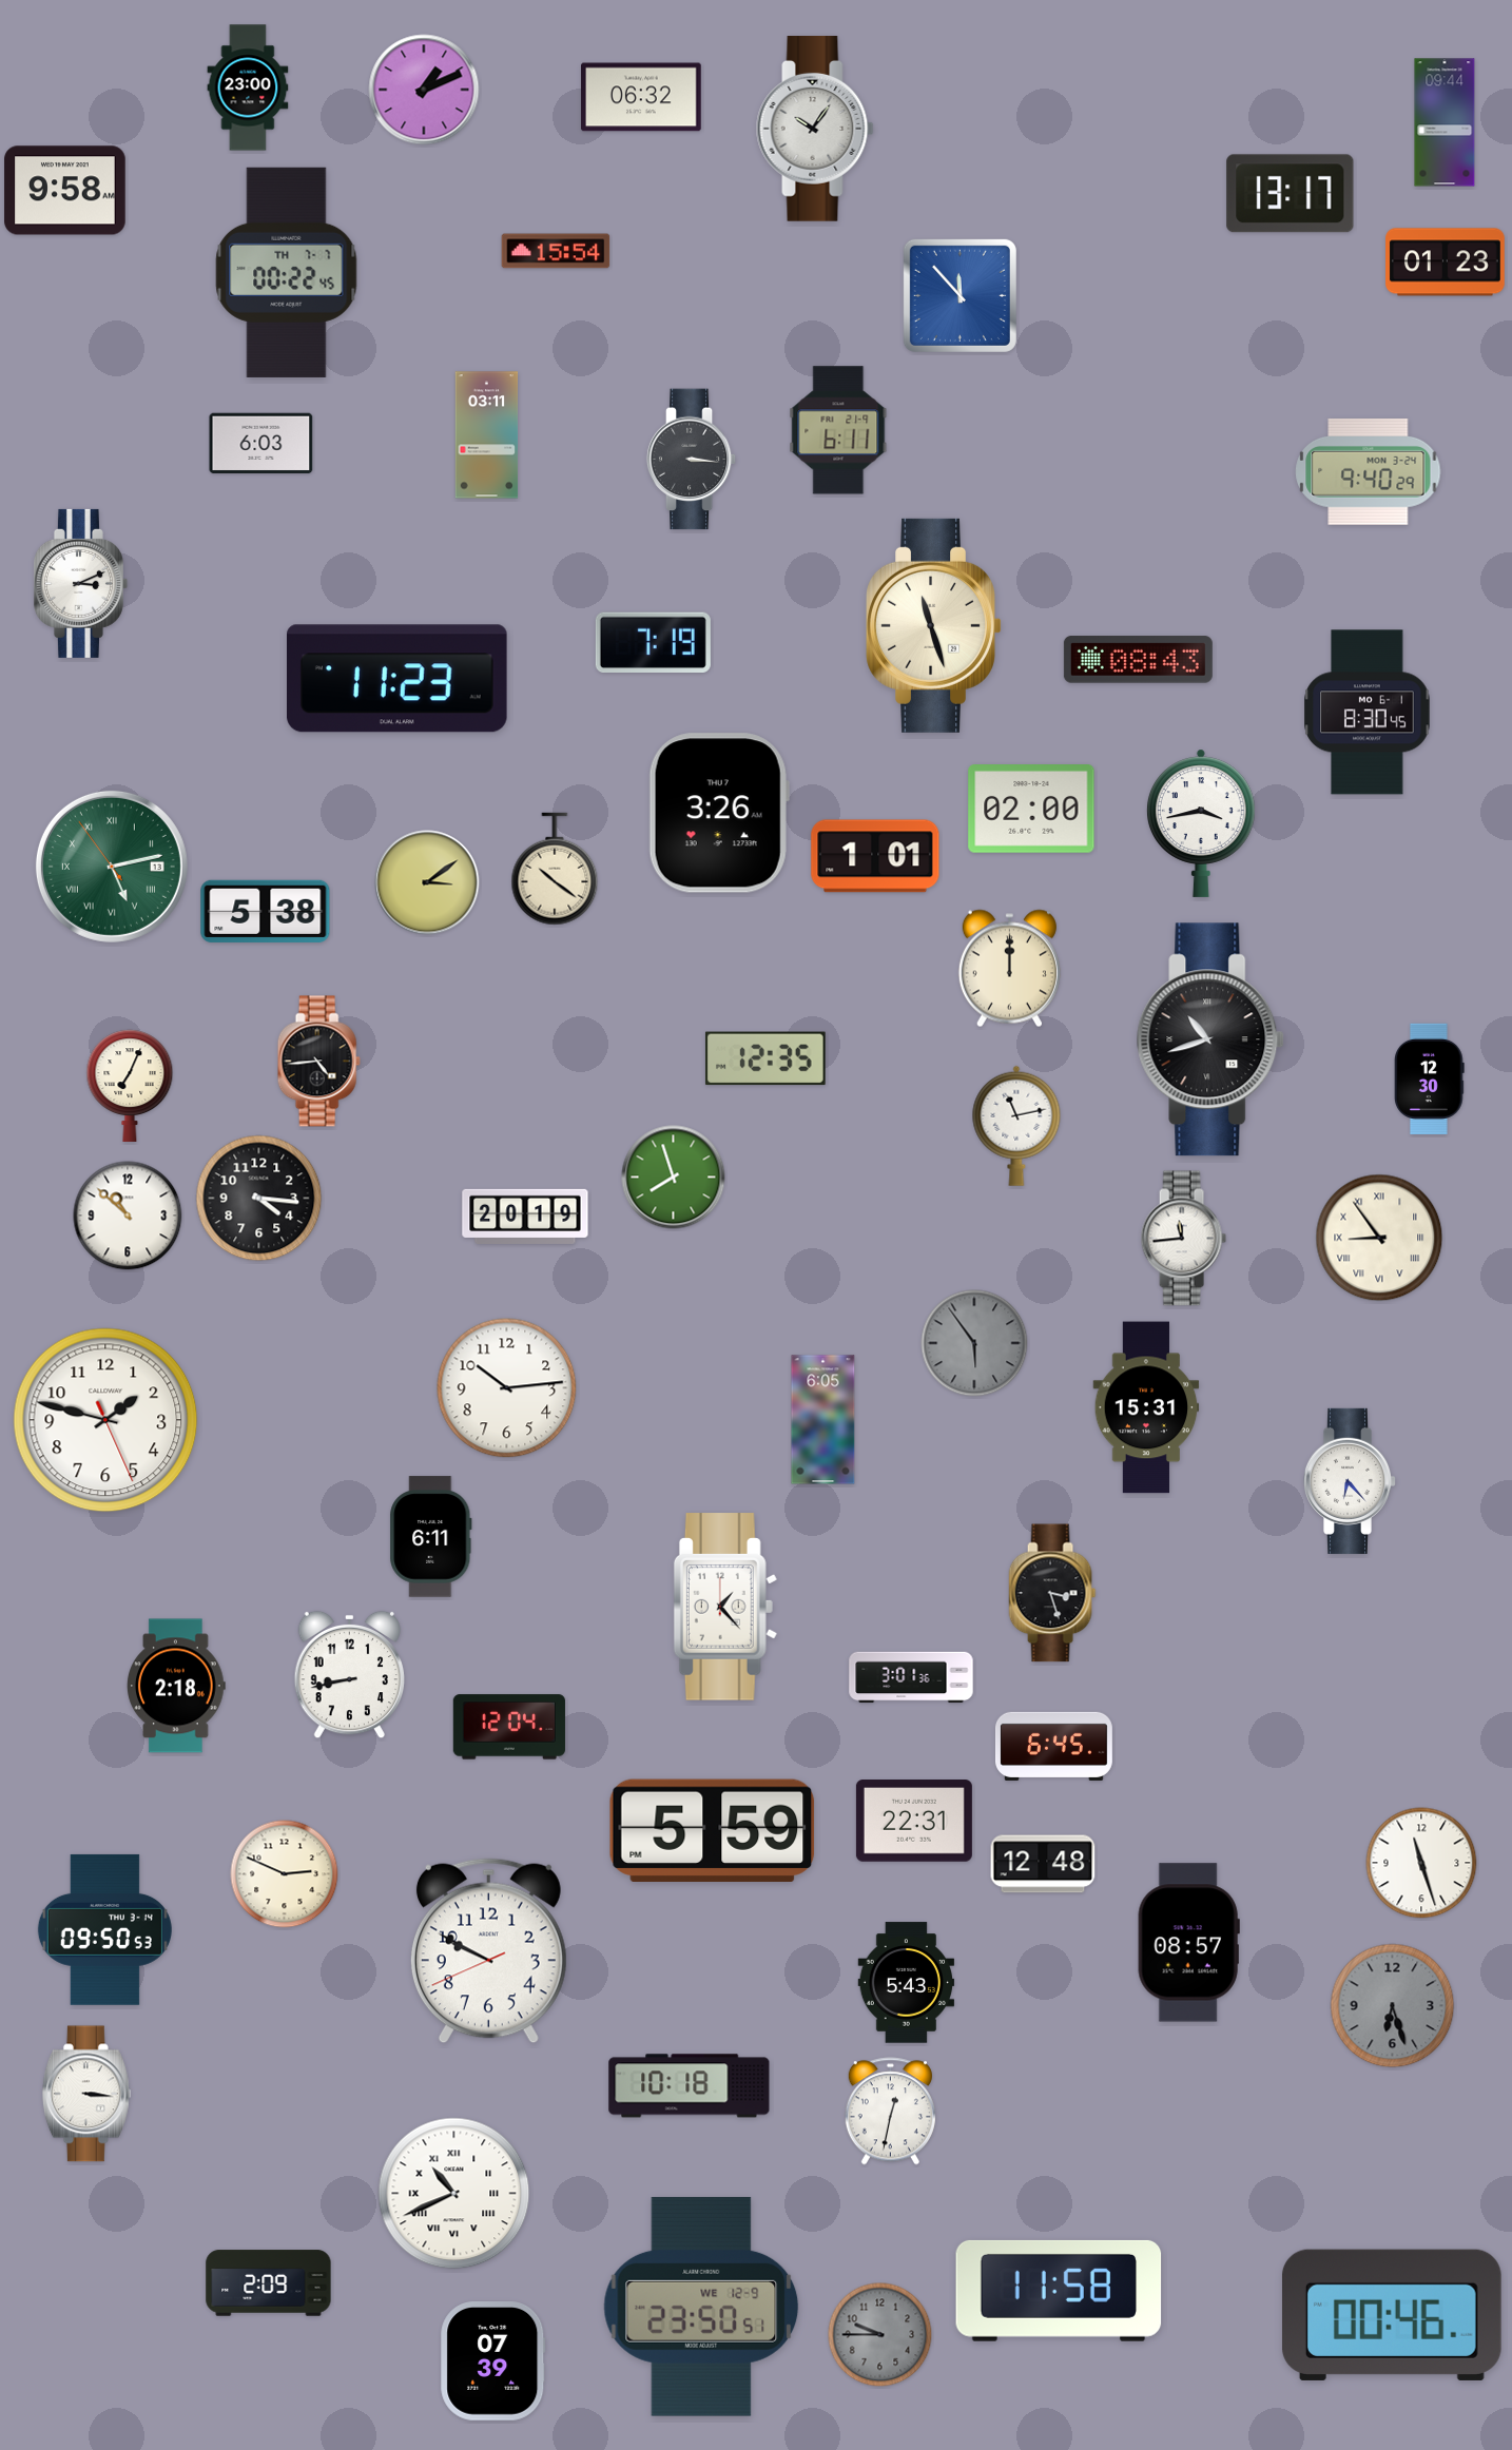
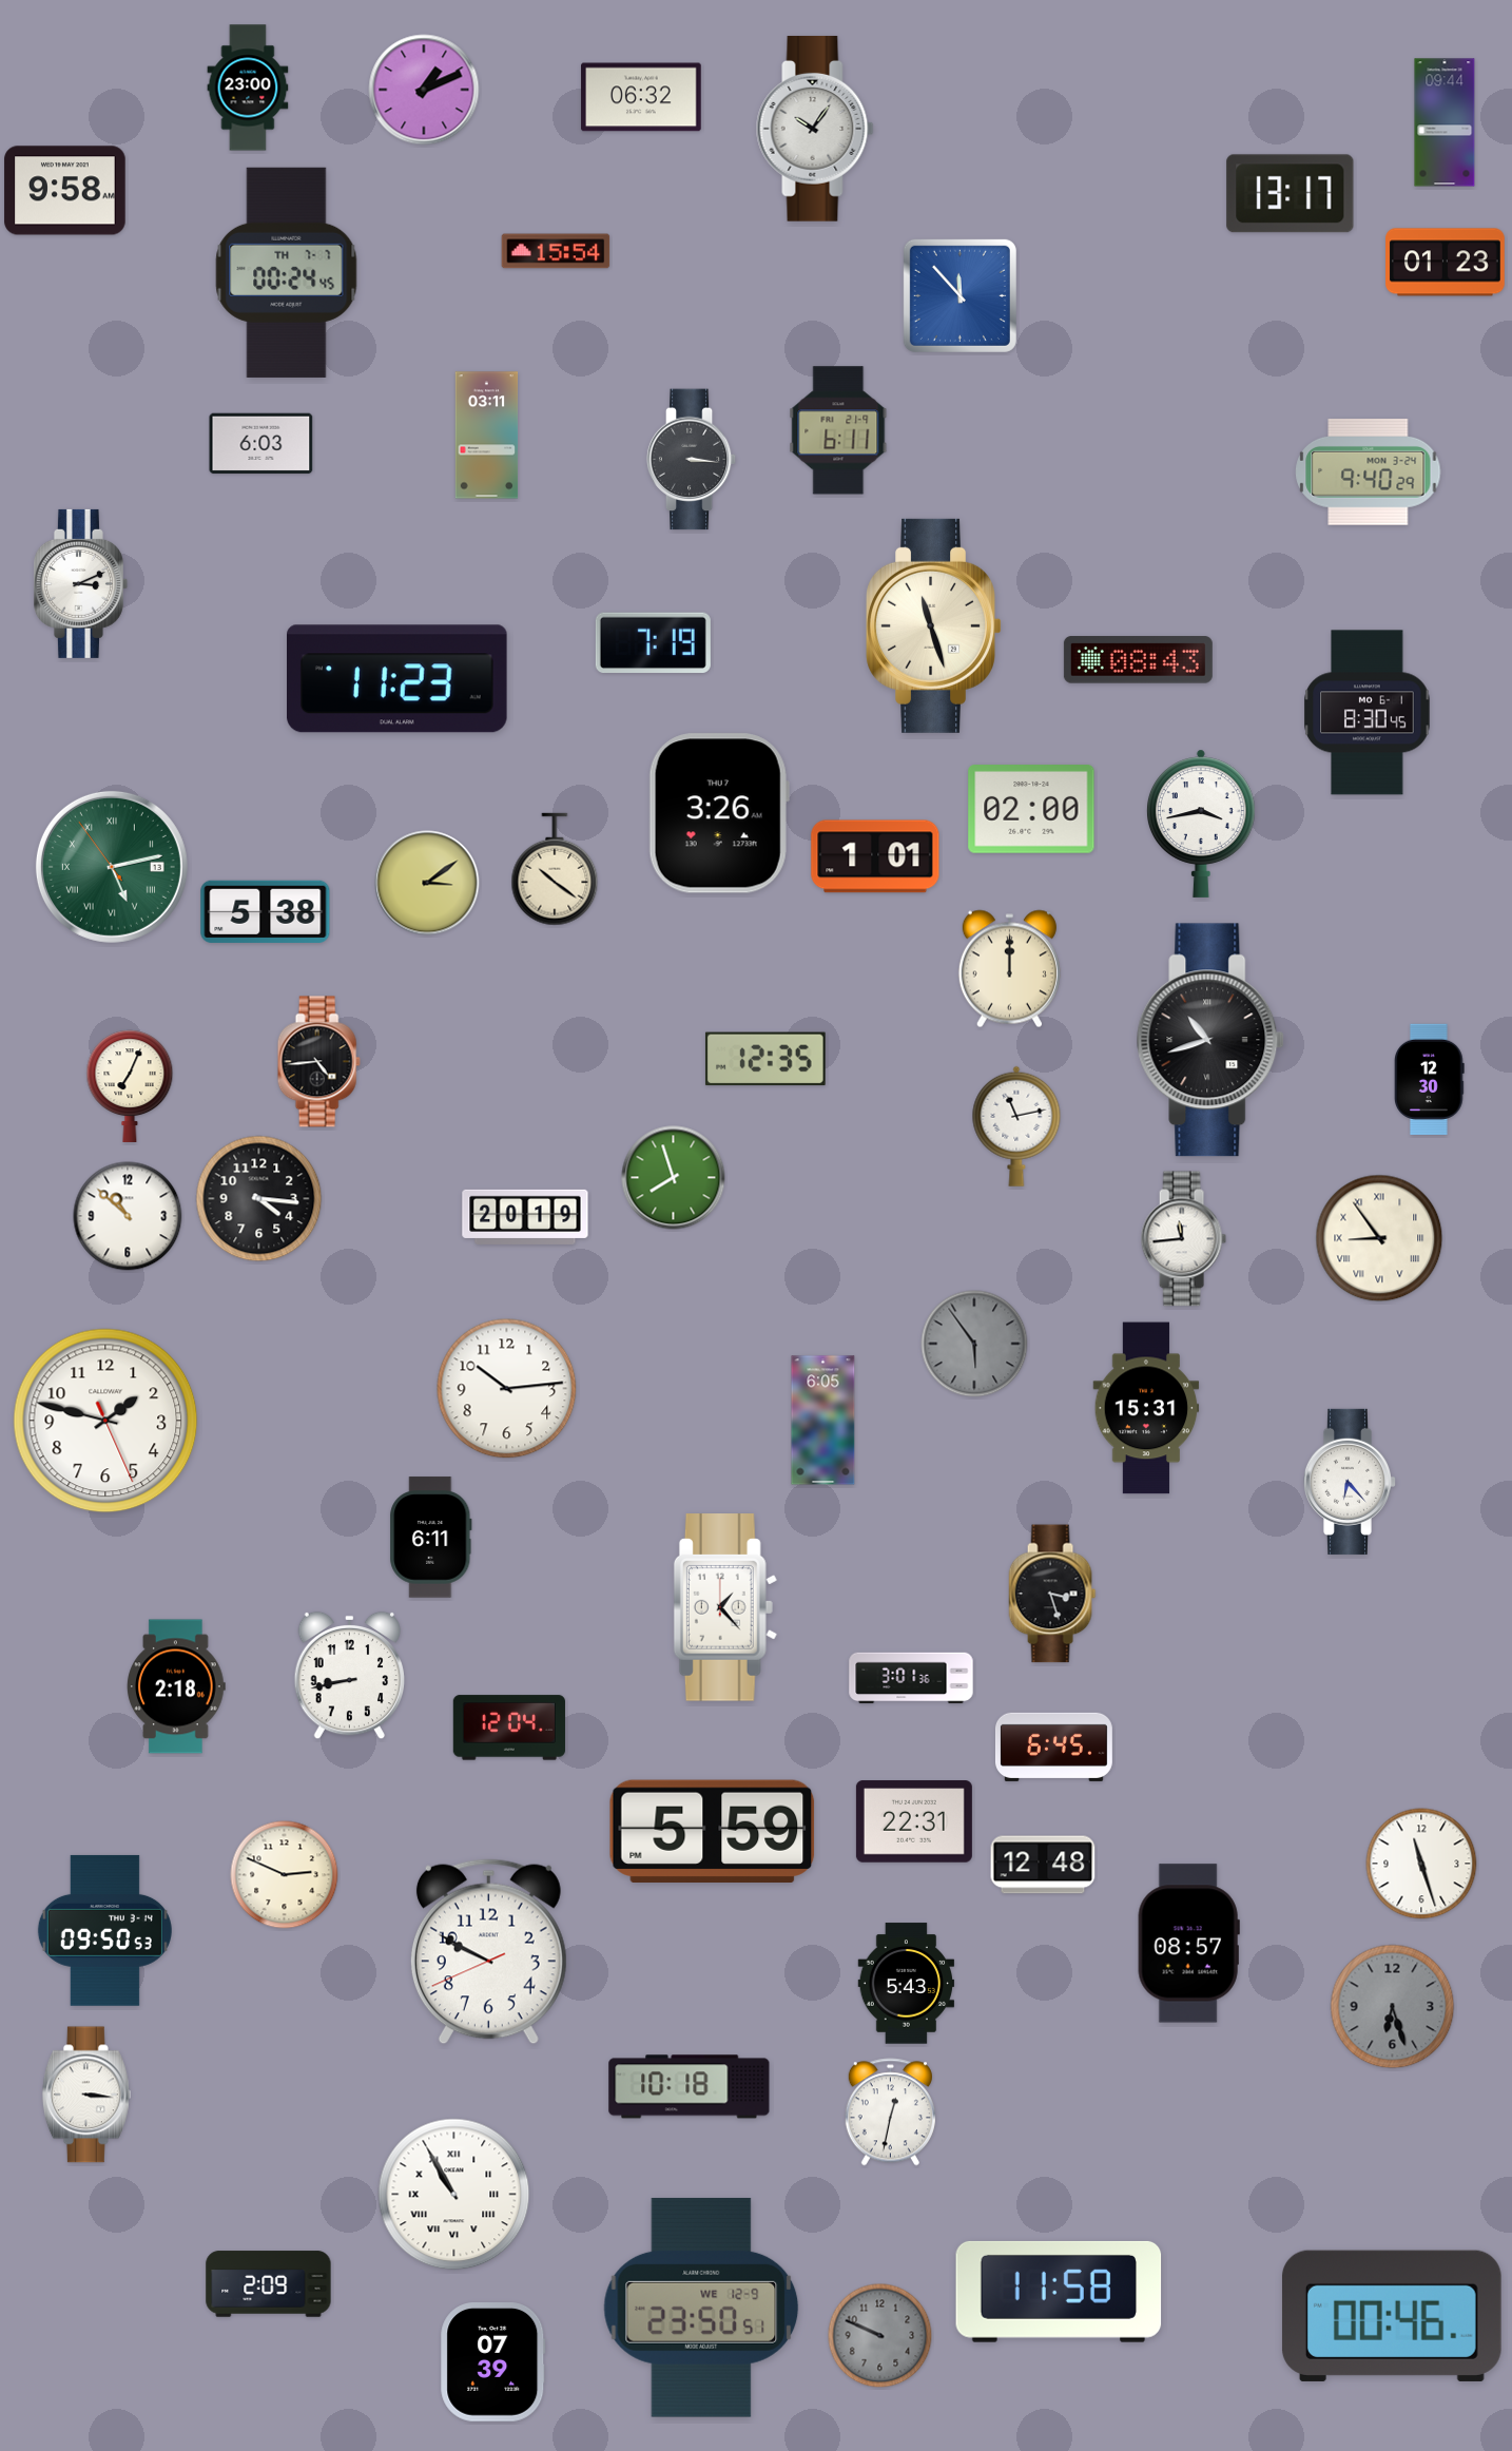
clock at (287, 272): 00:22 -> 00:24
clock at (454, 2194): 10:41 -> 10:55
clock at (880, 2335): 9:45 -> 9:49
